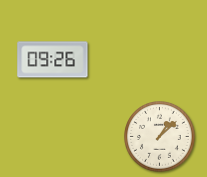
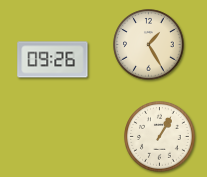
clock at (149, 45): none -> 1:25
clock at (160, 137): 1:08 -> 1:05
